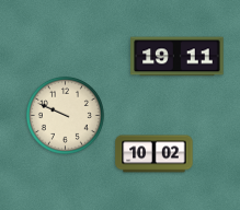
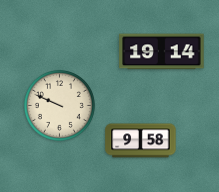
clock at (178, 57): 19:11 -> 19:14
clock at (155, 154): 10:02 -> 9:58
